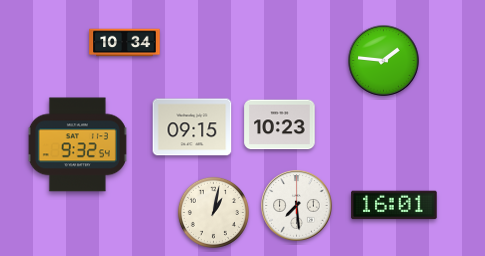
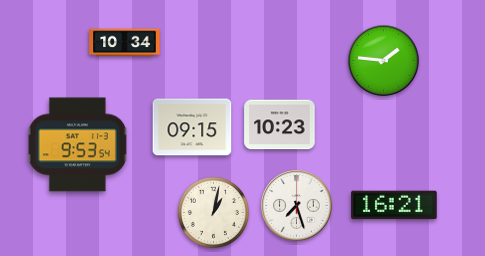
clock at (77, 145): 9:32 -> 9:53
clock at (394, 205): 16:01 -> 16:21
clock at (297, 206): 7:29 -> 7:27
